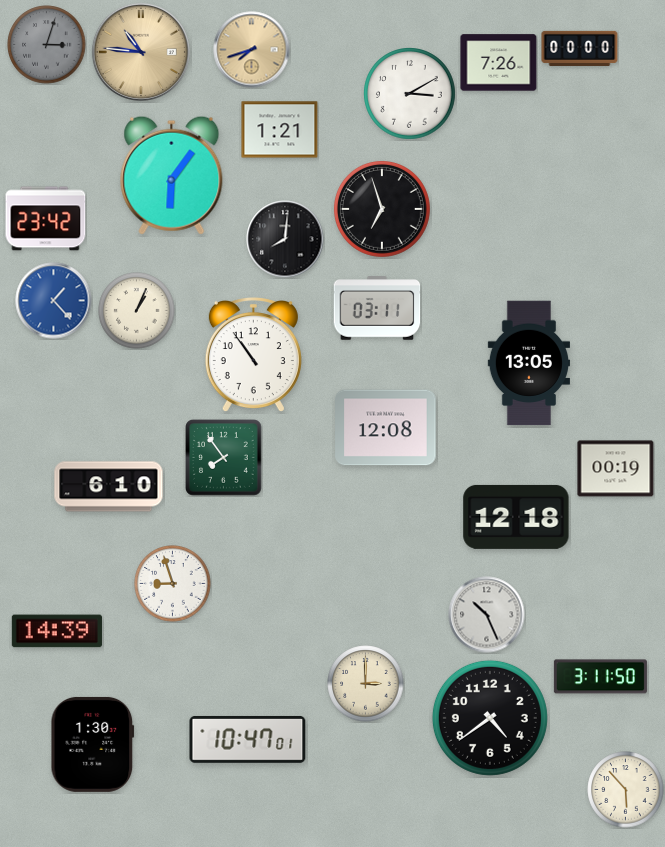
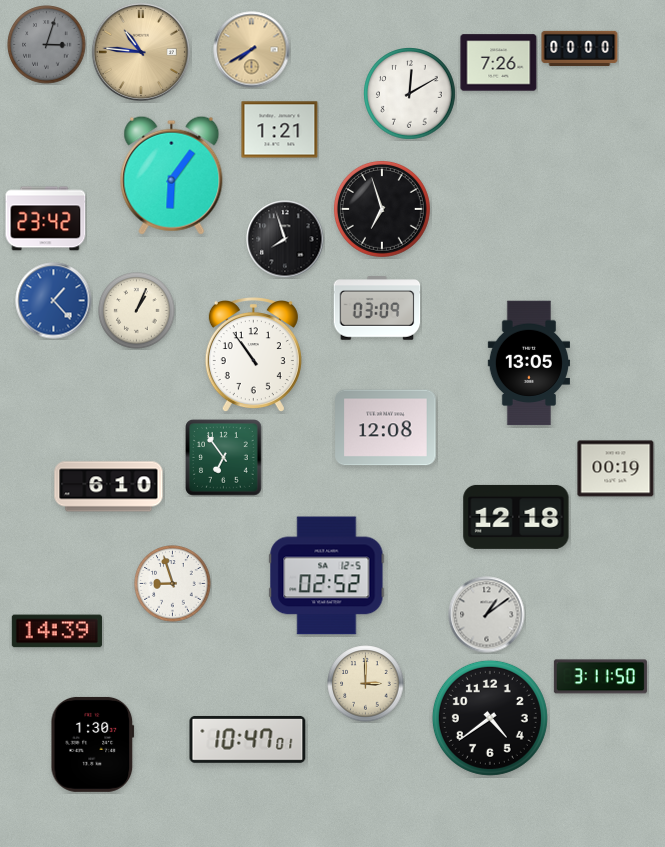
clock at (252, 50): 7:42 -> 7:40
clock at (410, 94): 3:10 -> 12:10
clock at (285, 239): 8:01 -> 7:57
clock at (377, 308): 03:11 -> 03:09
clock at (224, 458): 7:54 -> 6:54
clock at (327, 576): none -> 02:52
clock at (487, 615): 10:26 -> 1:09
clock at (626, 790): 5:53 -> none
